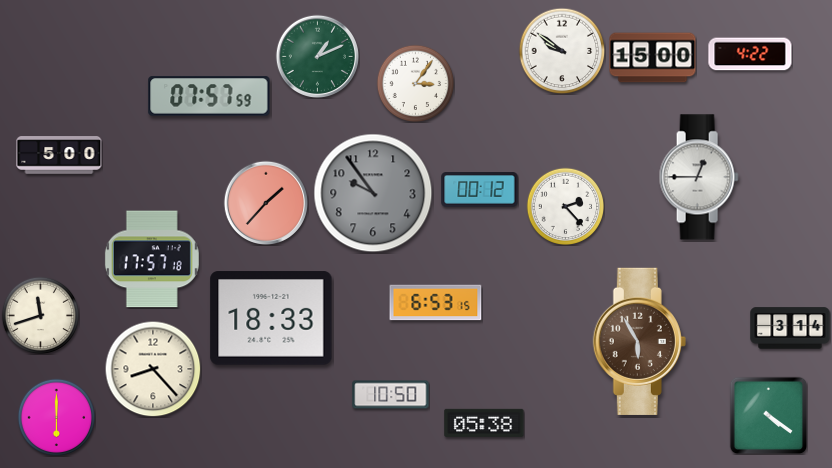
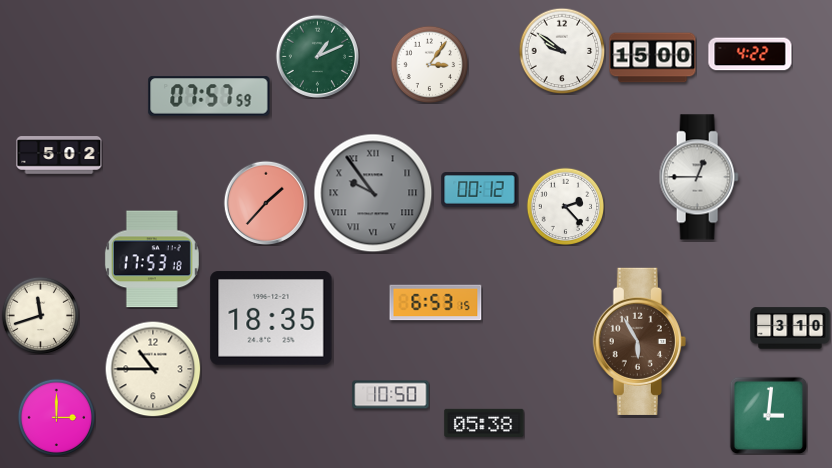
clock at (415, 83) position: (415, 83) -> (429, 64)
clock at (59, 155): 5:00 -> 5:02
clock at (373, 193) numerals: Arabic -> Roman
clock at (152, 259): 17:57 -> 17:53
clock at (271, 318): 18:33 -> 18:35
clock at (790, 328): 3:14 -> 3:10
clock at (153, 369): 8:23 -> 10:45
clock at (768, 415): 4:21 -> 3:01
clock at (56, 417): 6:00 -> 3:00
